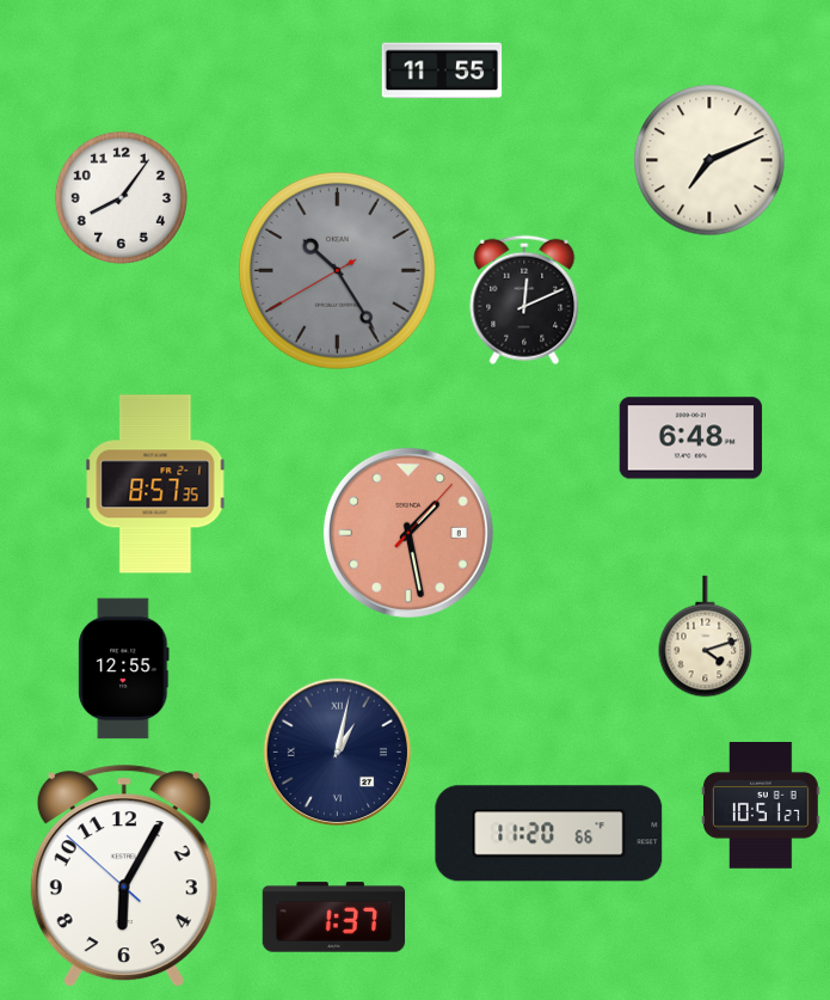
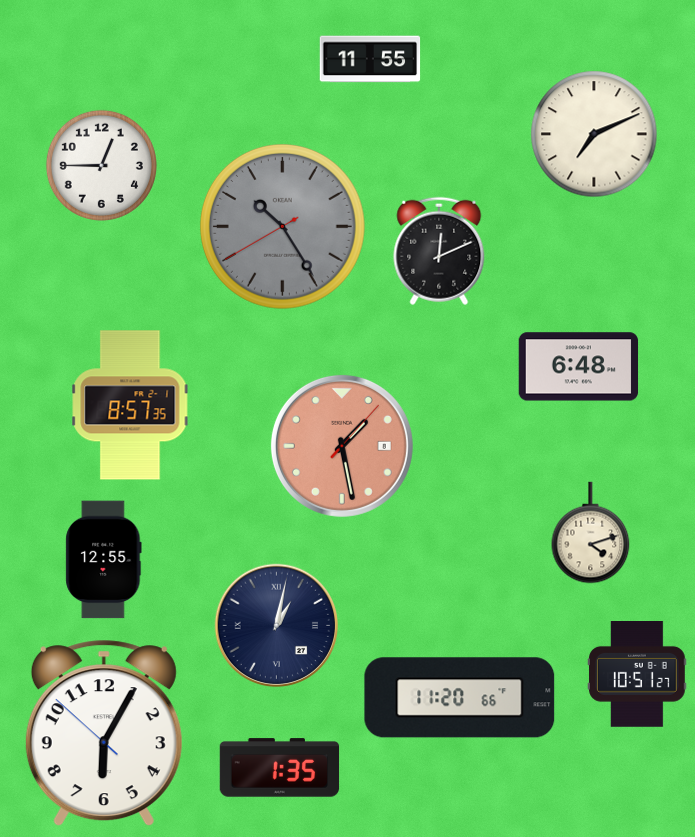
clock at (121, 197): 8:06 -> 12:45
clock at (338, 753) position: (338, 753) -> (277, 626)
clock at (334, 918): 1:37 -> 1:35
